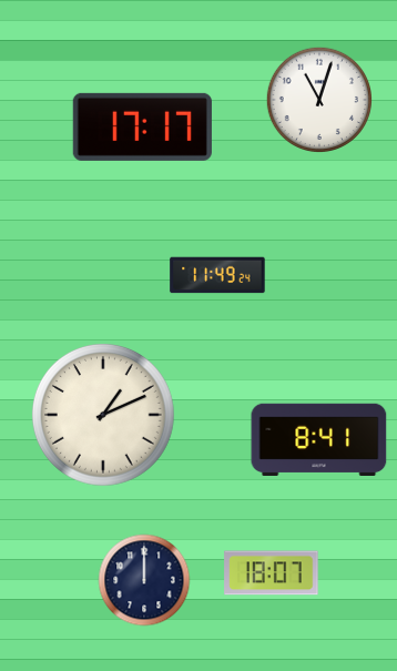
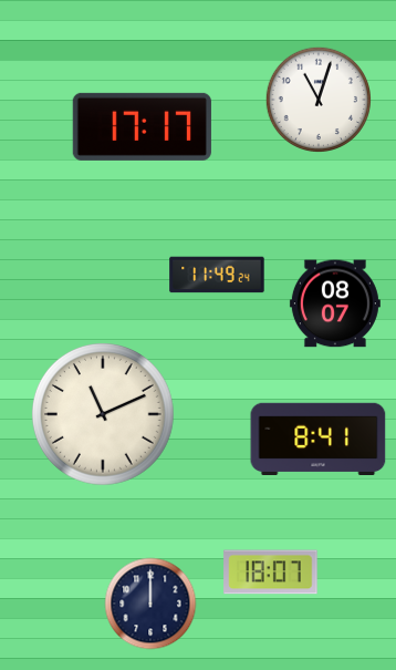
clock at (335, 303): none -> 08:07
clock at (103, 415): 1:11 -> 11:11
clock at (144, 580) position: (144, 580) -> (150, 604)
